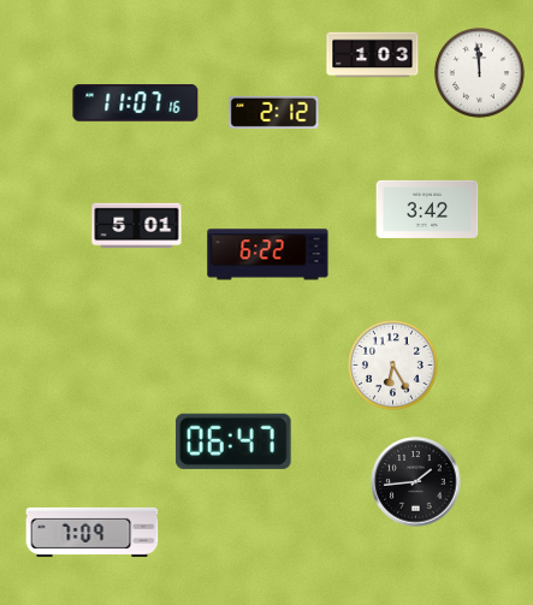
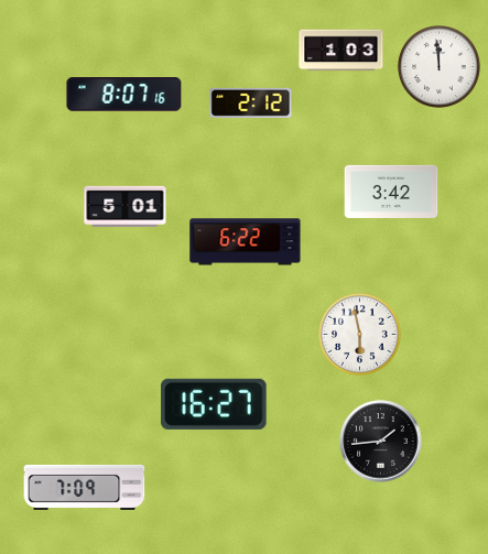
clock at (136, 103): 11:07 -> 8:07
clock at (268, 255) position: (268, 255) -> (246, 242)
clock at (393, 366): 6:25 -> 5:58
clock at (233, 441): 06:47 -> 16:27
